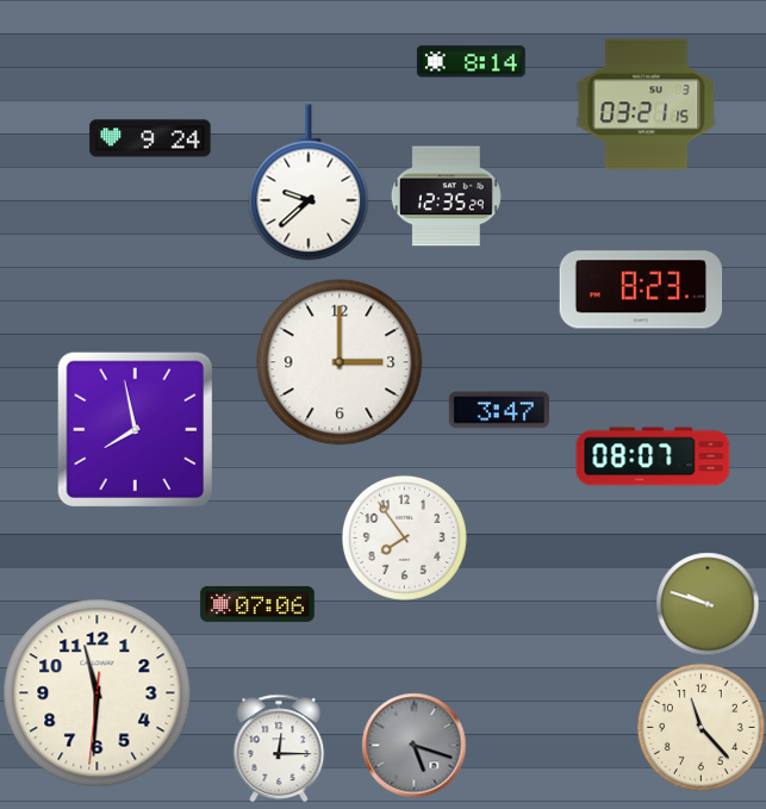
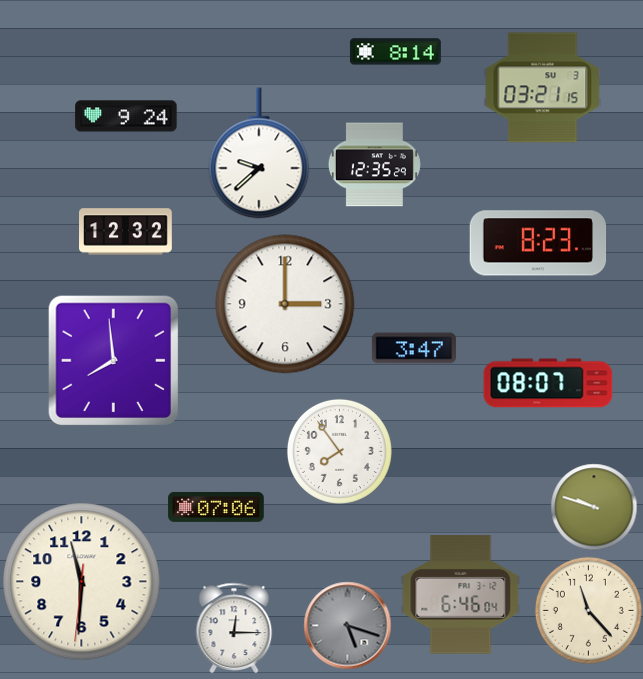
clock at (126, 232): none -> 12:32
clock at (499, 410) position: (499, 410) -> (414, 348)
clock at (135, 429): 7:58 -> 7:59
clock at (461, 595): none -> 6:46
